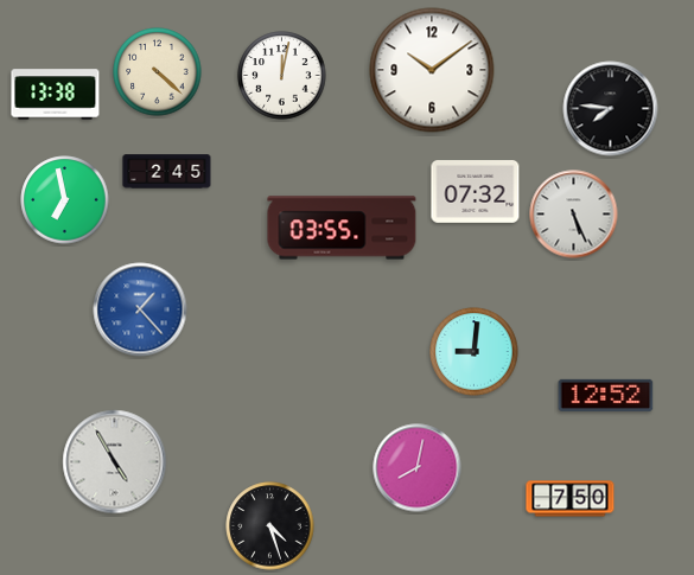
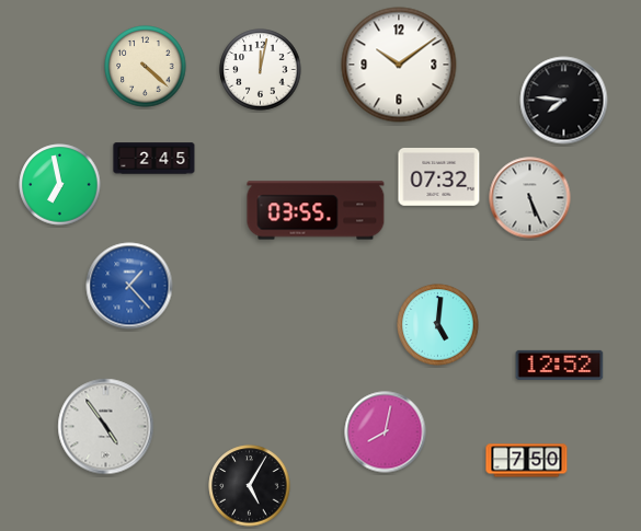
clock at (56, 95): 13:38 -> none
clock at (475, 352): 9:01 -> 5:01
clock at (115, 462): 4:55 -> 4:54
clock at (270, 526): 4:27 -> 5:05
